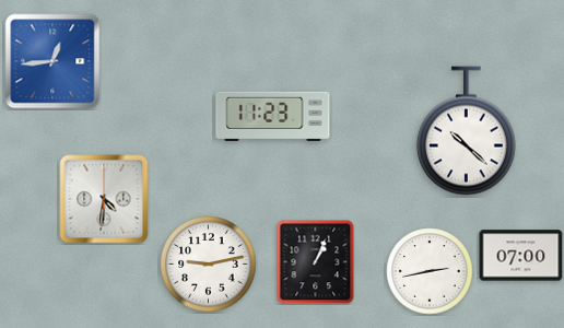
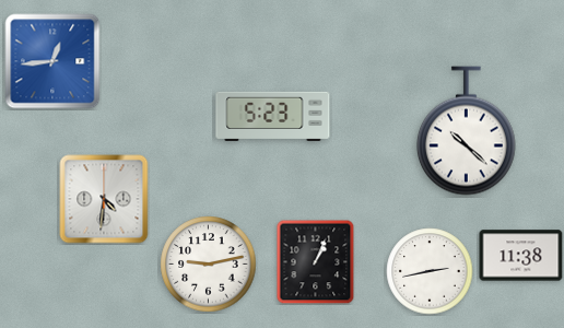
clock at (273, 116): 11:23 -> 5:23
clock at (521, 256): 07:00 -> 11:38
